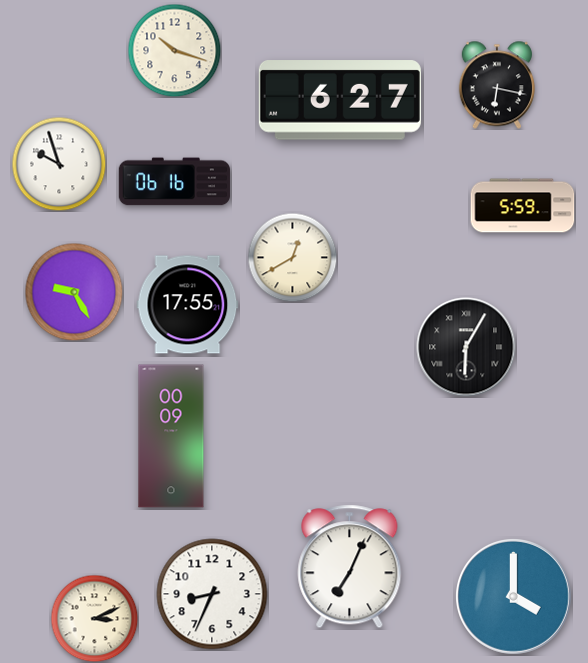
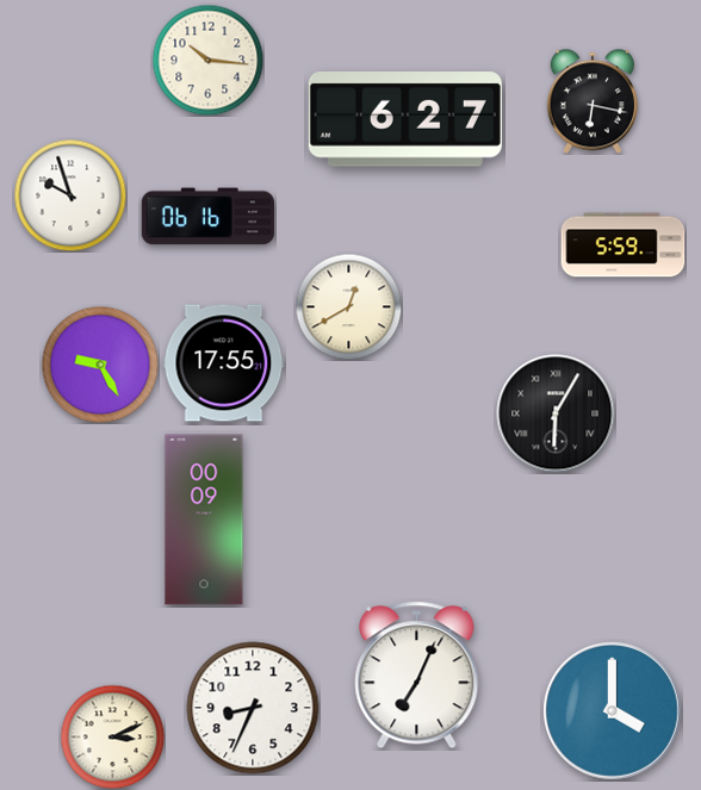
clock at (174, 50): 10:18 -> 10:16
clock at (74, 292) position: (74, 292) -> (100, 365)
